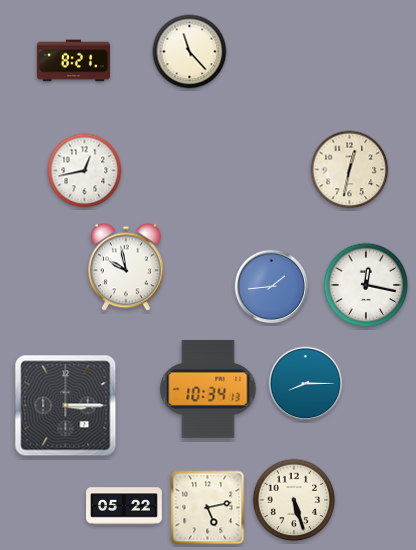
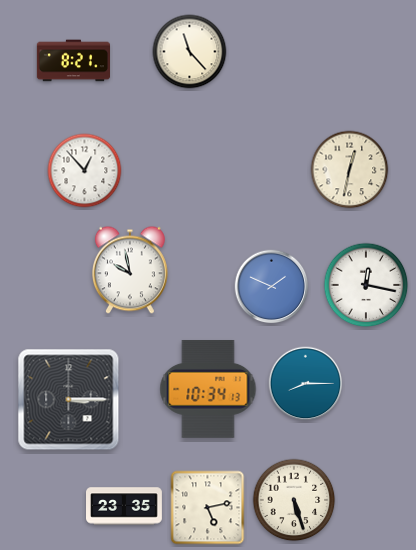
clock at (85, 171): 12:43 -> 12:53
clock at (127, 267) position: (127, 267) -> (131, 270)
clock at (272, 287): 1:44 -> 1:49
clock at (66, 406) position: (66, 406) -> (69, 400)
clock at (125, 506): 05:22 -> 23:35
